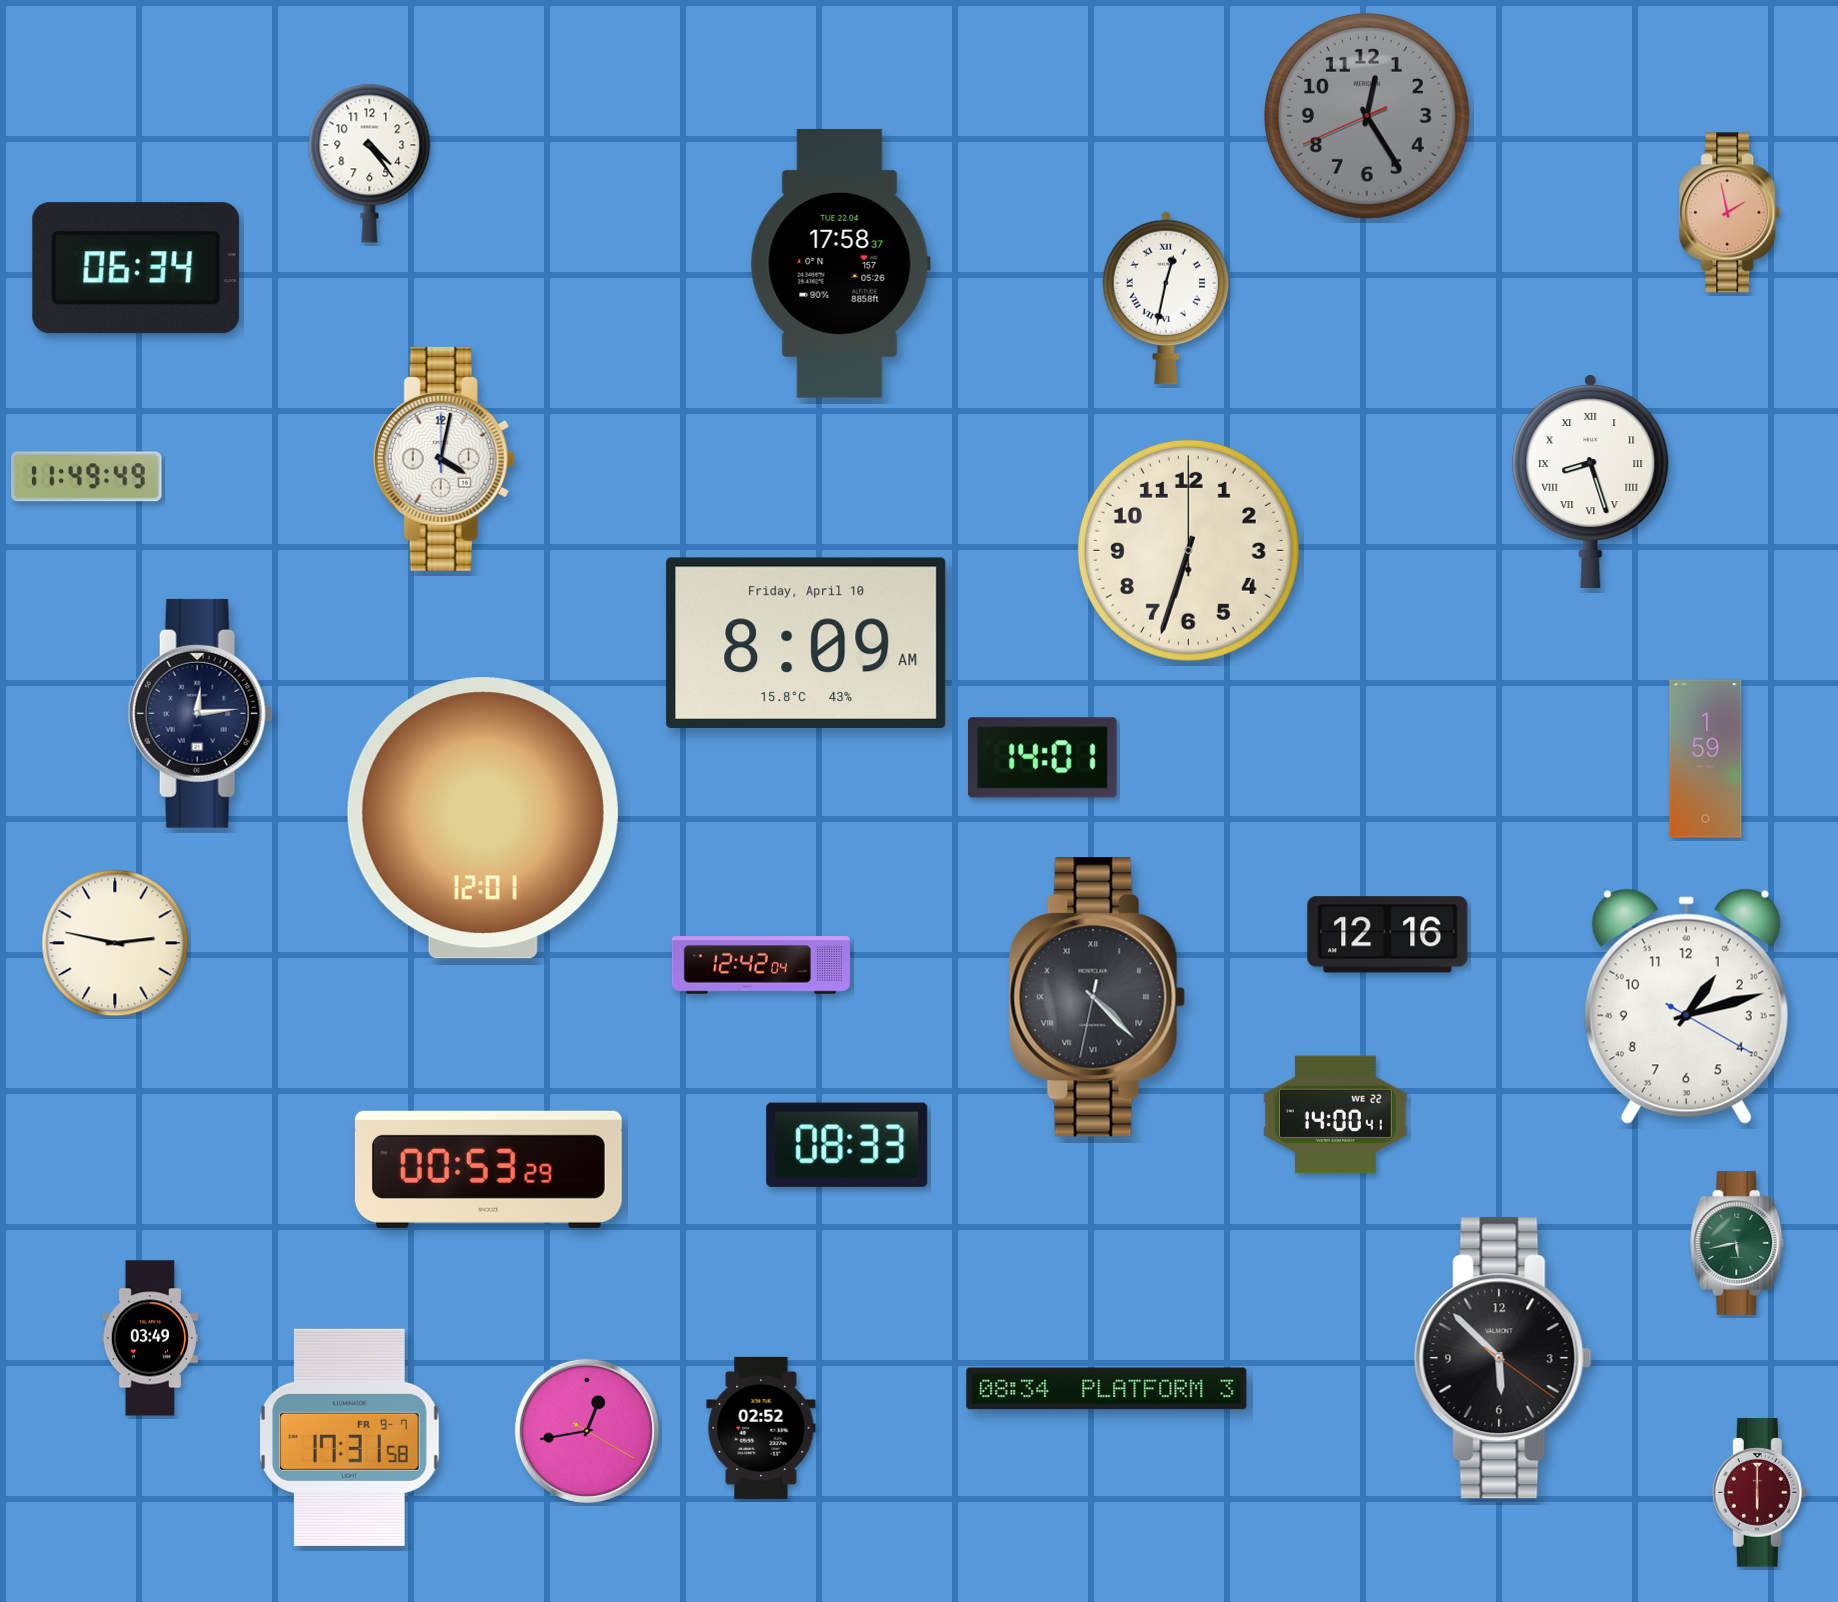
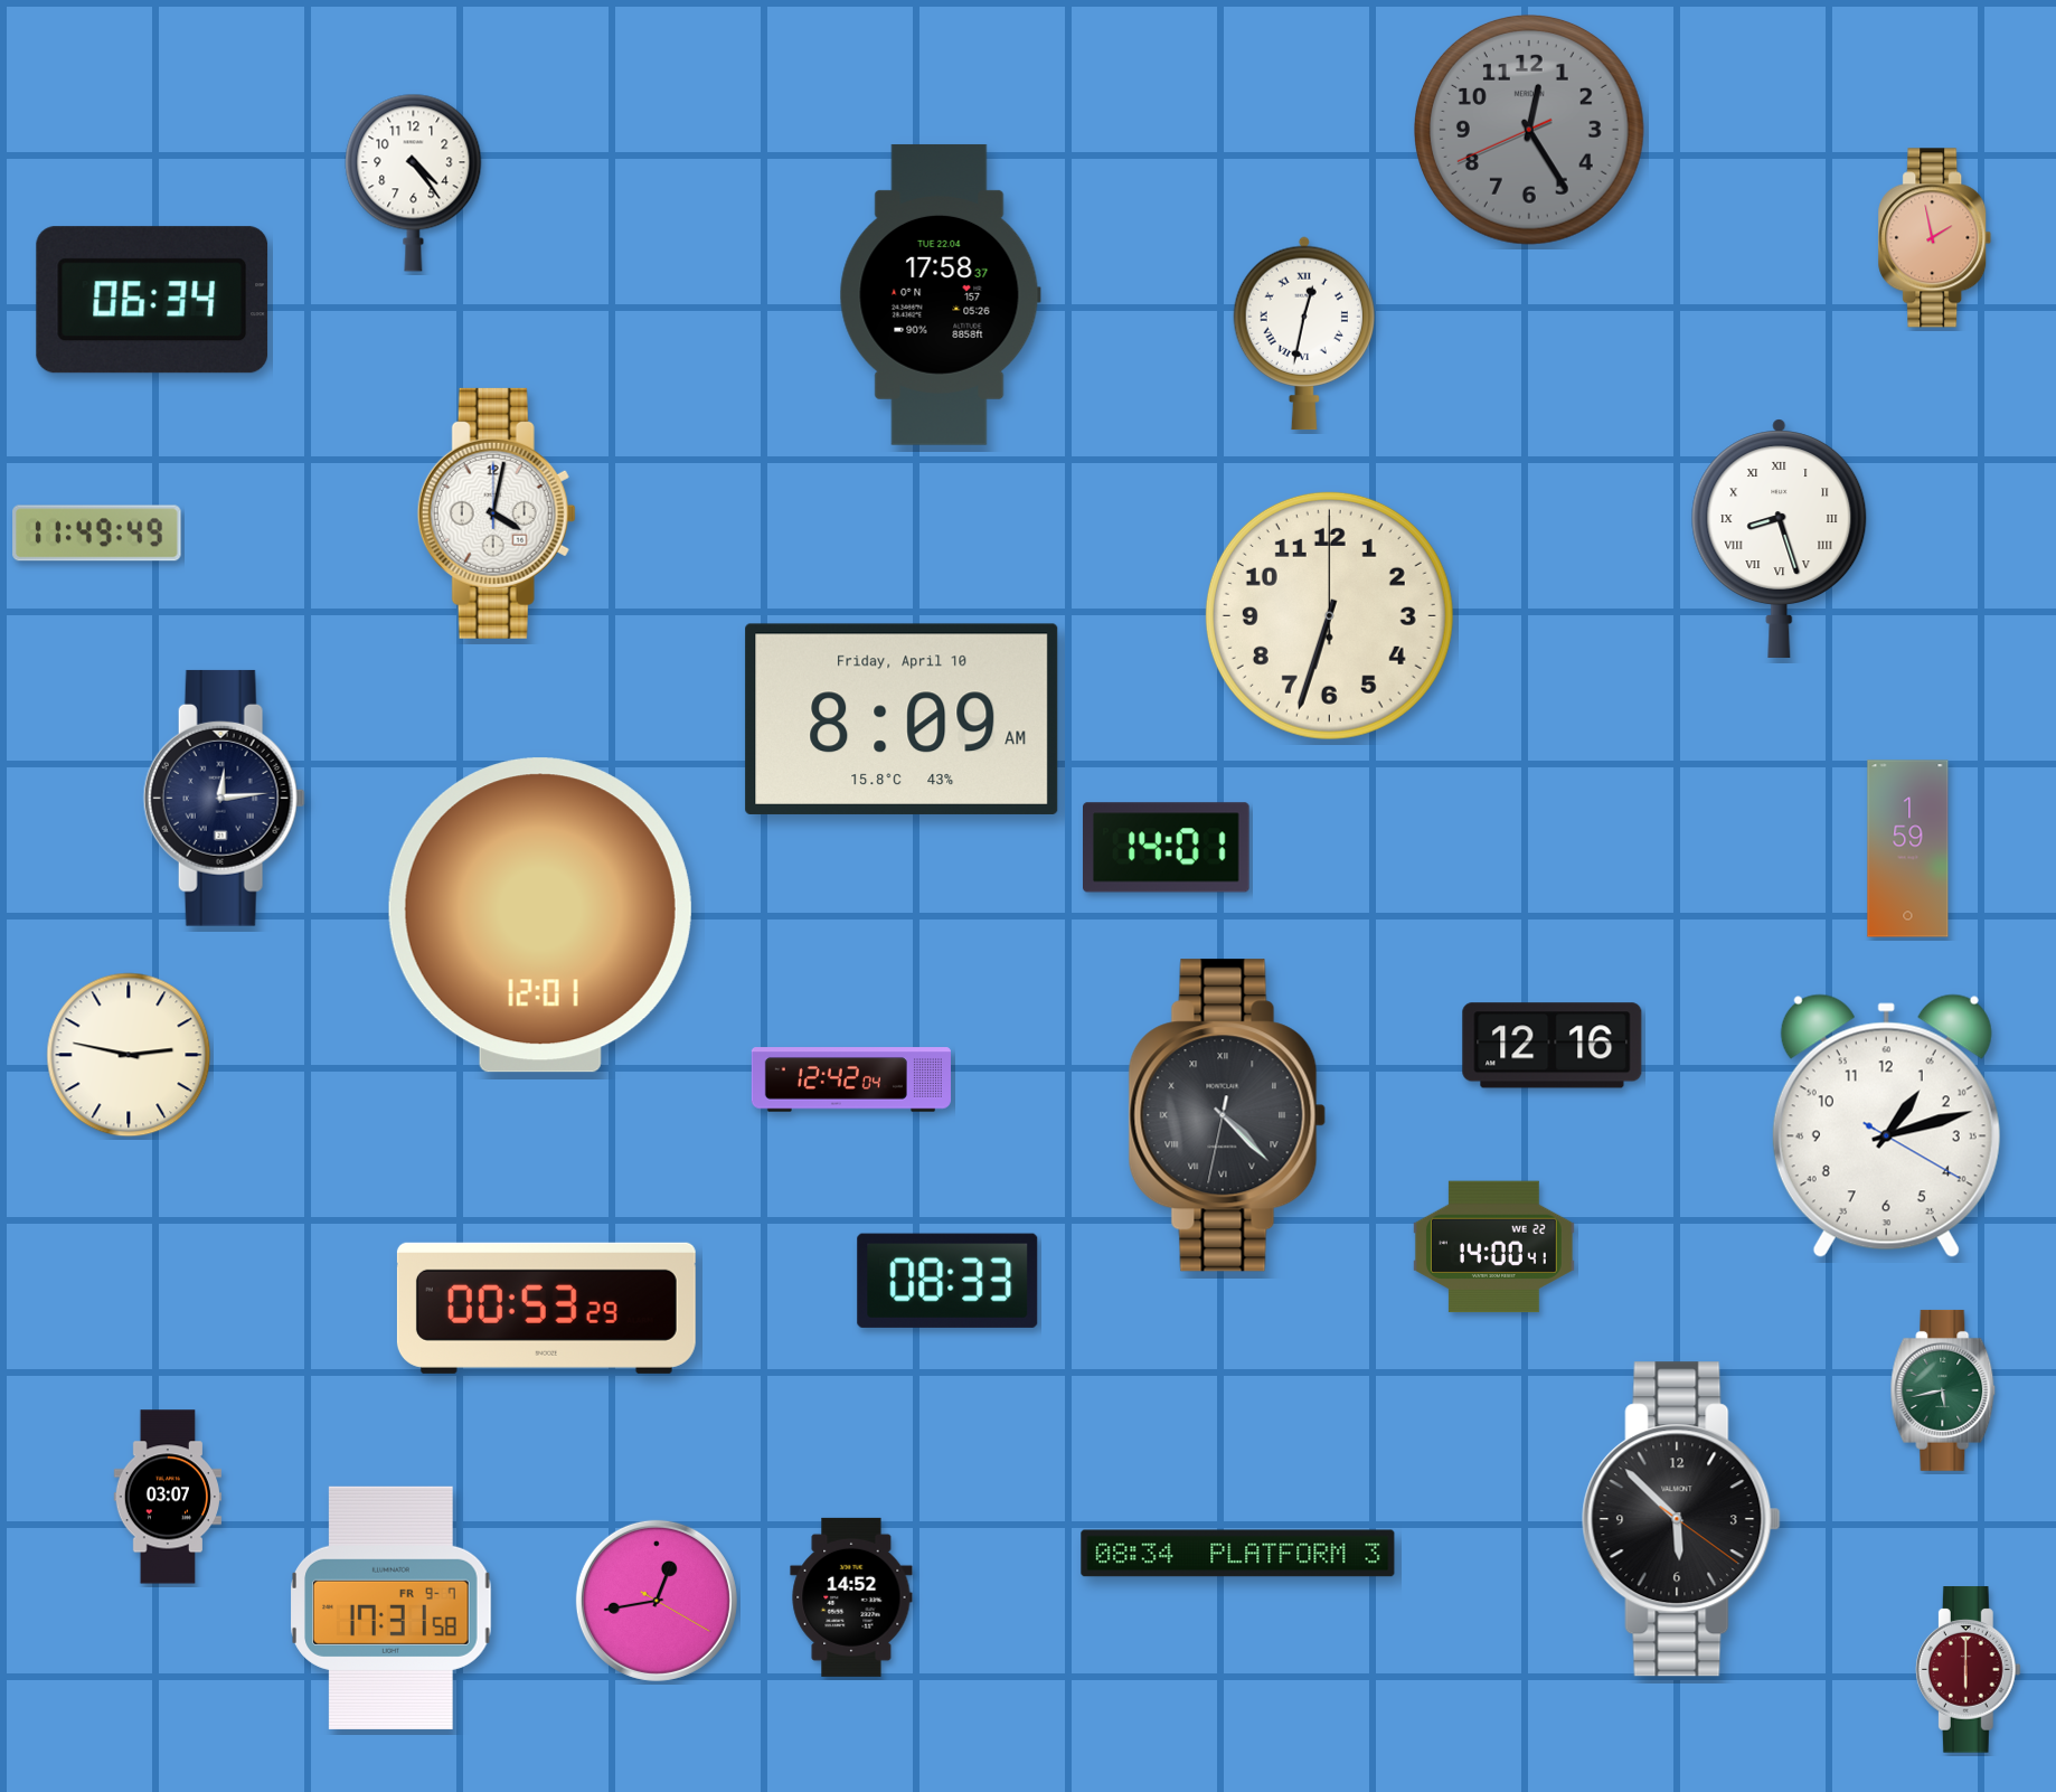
clock at (150, 1338): 03:49 -> 03:07
clock at (761, 1428): 02:52 -> 14:52
